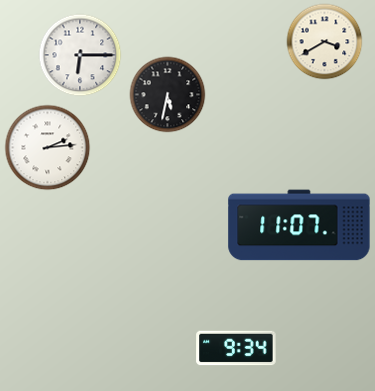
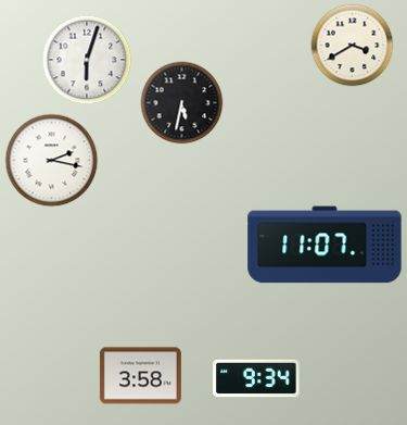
clock at (80, 55): 6:15 -> 6:03
clock at (48, 148): 2:14 -> 2:17
clock at (140, 376): none -> 3:58
